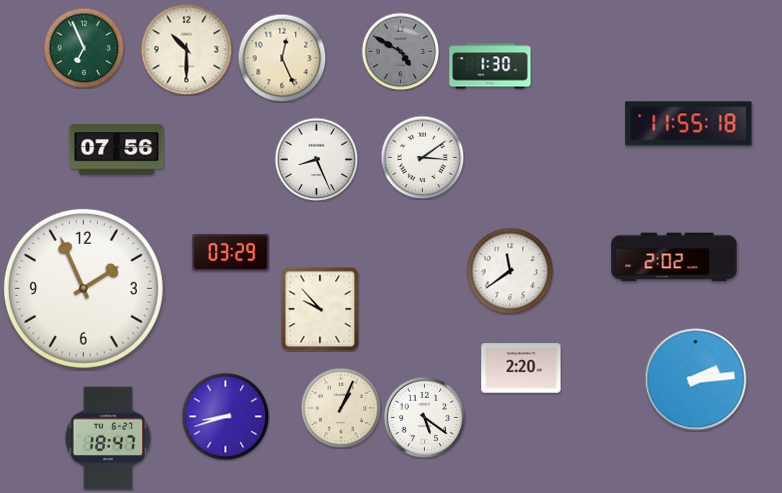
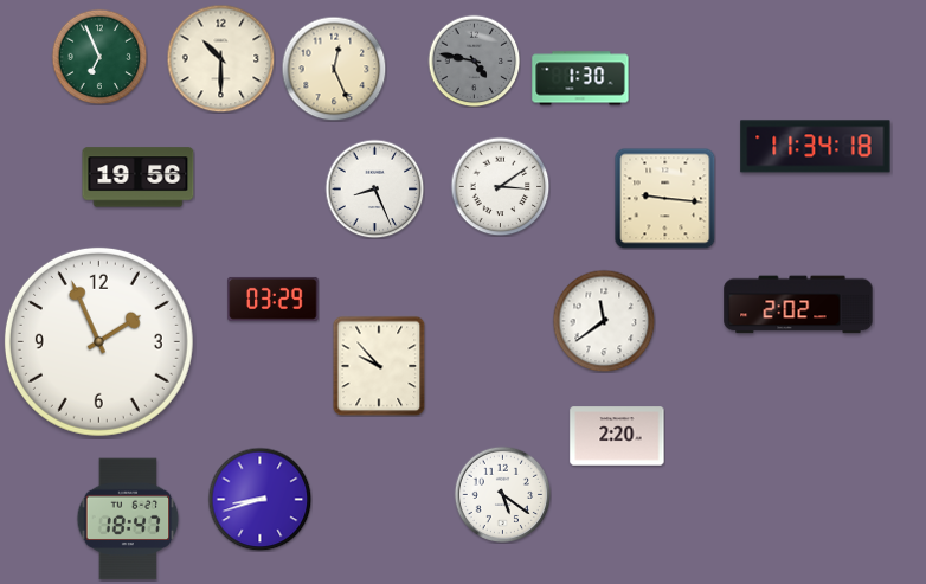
clock at (400, 51): 4:50 -> 4:47
clock at (689, 124): 11:55 -> 11:34
clock at (117, 150): 07:56 -> 19:56
clock at (664, 198): none -> 9:16
clock at (696, 380): 2:14 -> none
clock at (341, 408): 1:04 -> none
clock at (225, 416) position: (225, 416) -> (259, 499)
